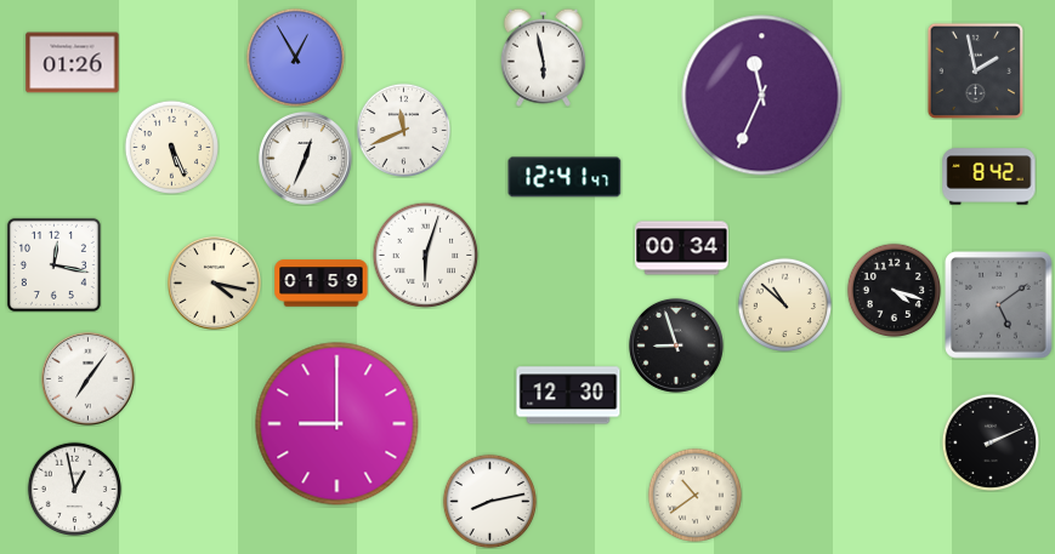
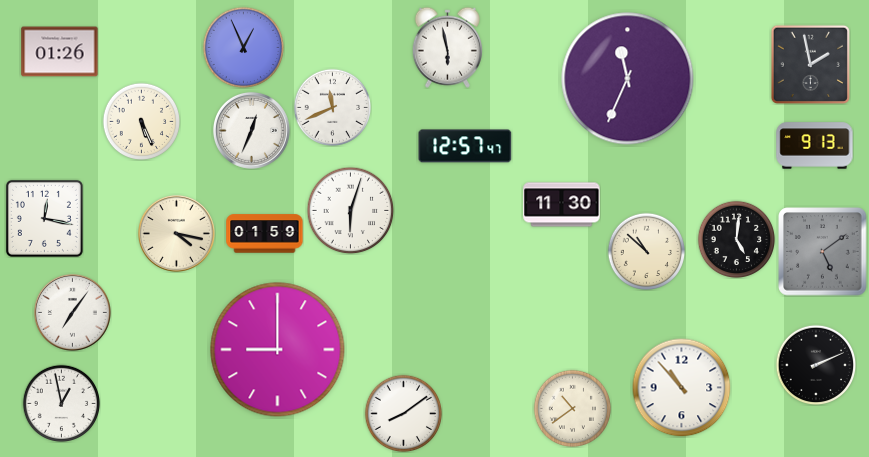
clock at (295, 57): 12:55 -> 12:56
clock at (975, 70) position: (975, 70) -> (810, 64)
clock at (565, 177): 12:41 -> 12:57
clock at (989, 177): 8:42 -> 9:13
clock at (682, 249): 00:34 -> 11:30
clock at (894, 290): 4:18 -> 5:01
clock at (676, 345): 8:57 -> none
clock at (568, 395): 12:30 -> none
clock at (682, 388): none -> 10:53
clock at (489, 501): 8:13 -> 8:09
